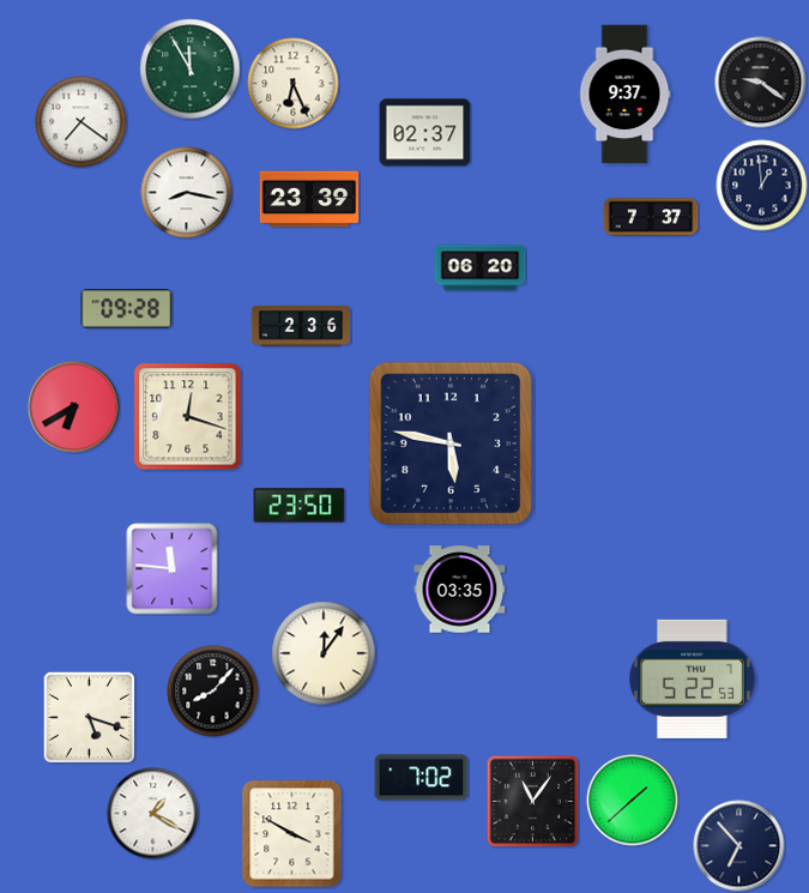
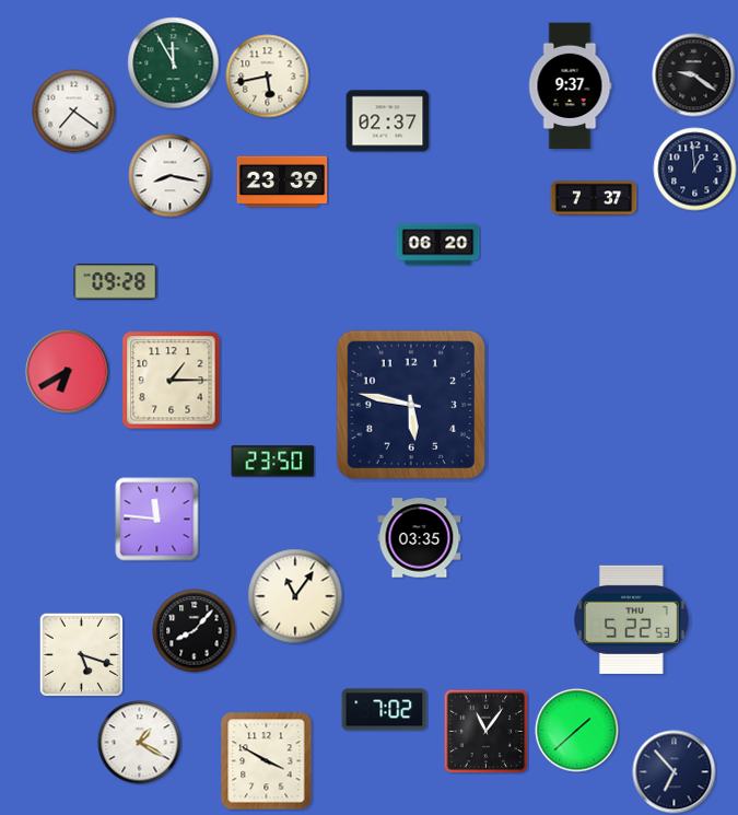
clock at (294, 84): 6:26 -> 5:43
clock at (301, 326): 2:36 -> none
clock at (188, 417): 12:18 -> 1:15
clock at (324, 653): 12:06 -> 11:06
